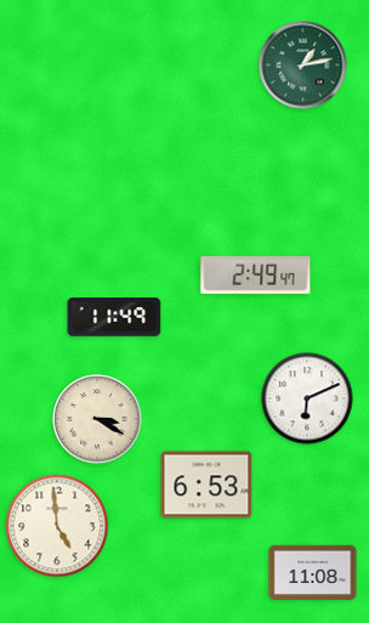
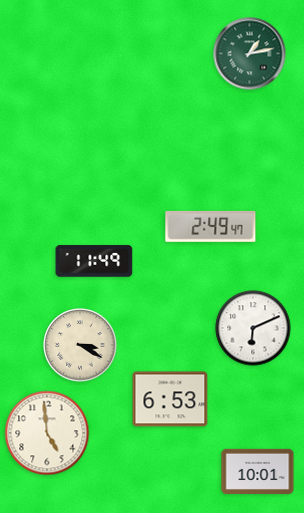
clock at (313, 572): 11:08 -> 10:01
